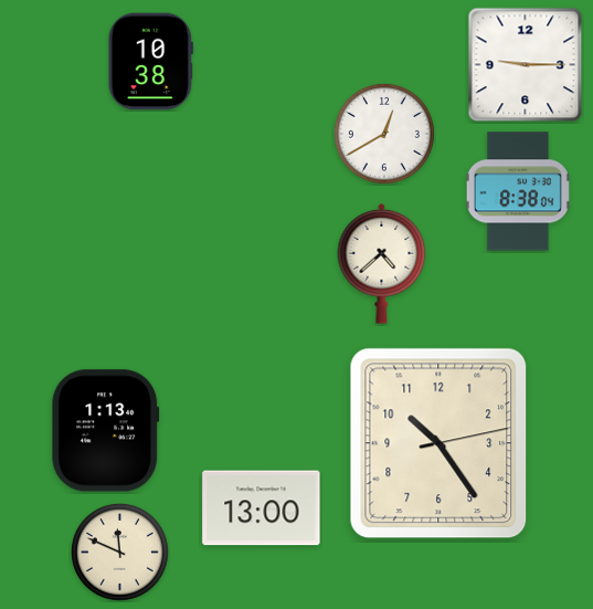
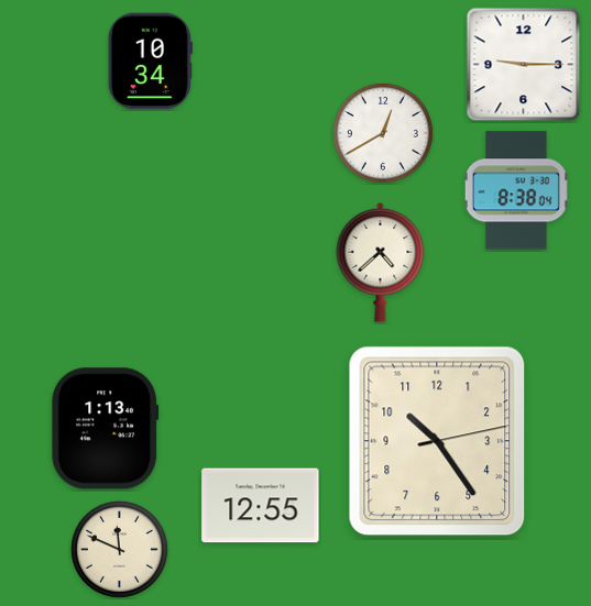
clock at (150, 62): 10:38 -> 10:34
clock at (262, 508): 13:00 -> 12:55
